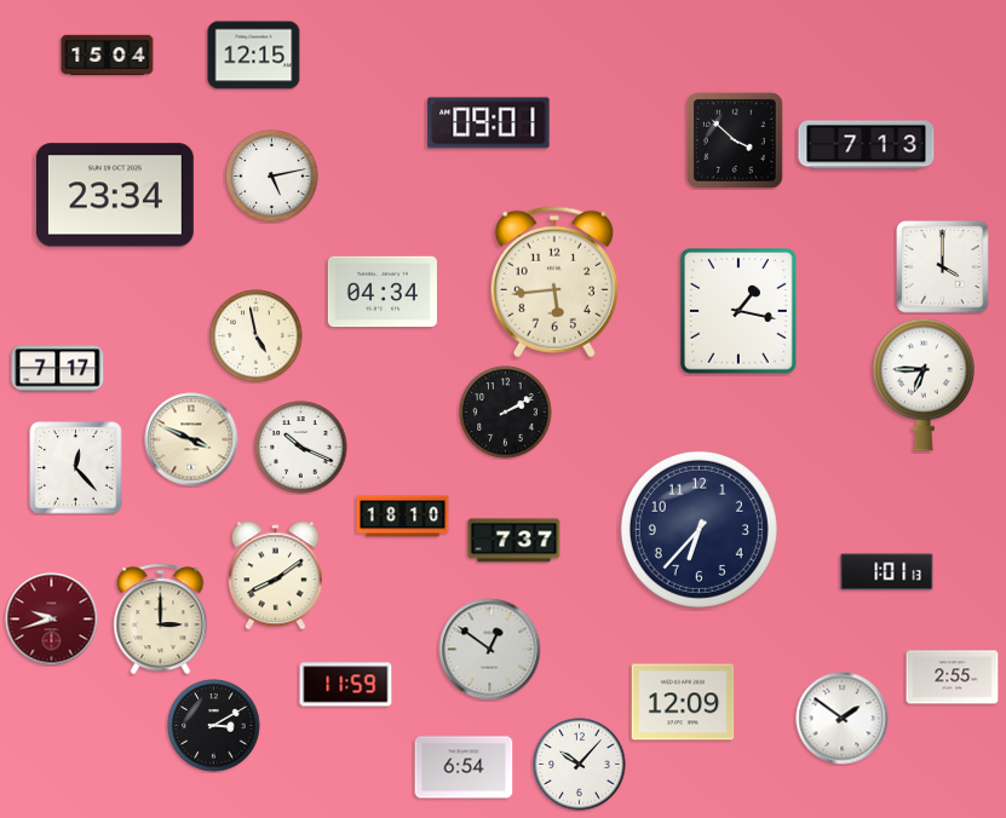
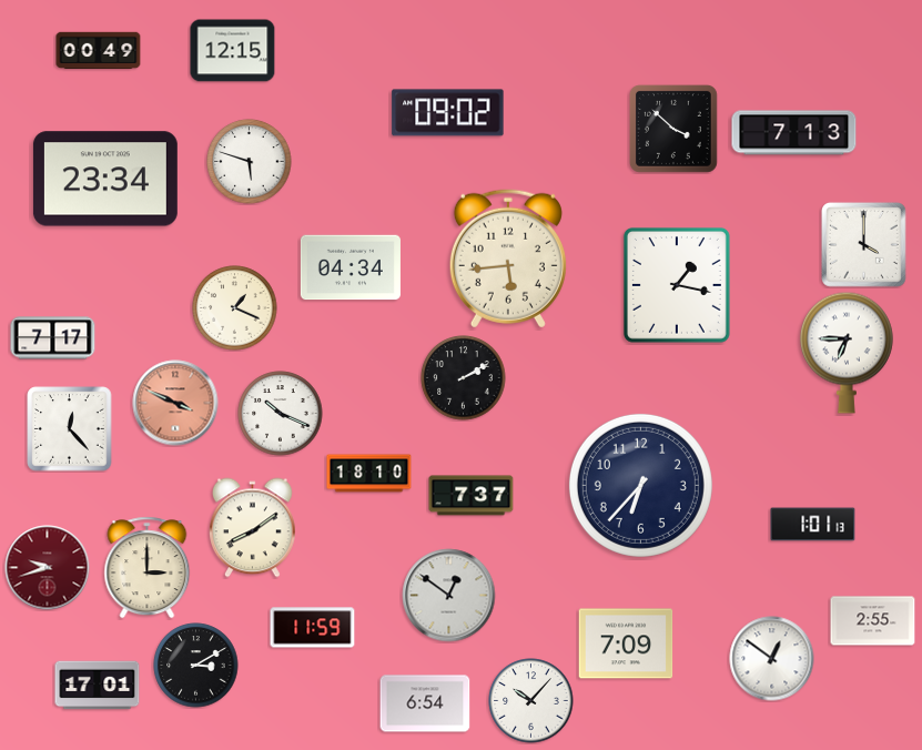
clock at (108, 56): 15:04 -> 00:49
clock at (489, 123): 09:01 -> 09:02
clock at (272, 177): 5:13 -> 5:48
clock at (257, 336): 4:58 -> 1:19
clock at (191, 439) dial: cream -> salmon
clock at (301, 448) position: (301, 448) -> (281, 414)
clock at (346, 685) position: (346, 685) -> (313, 628)
clock at (683, 702): 12:09 -> 7:09
clock at (843, 719): 1:51 -> 12:51
clock at (98, 686): none -> 17:01
